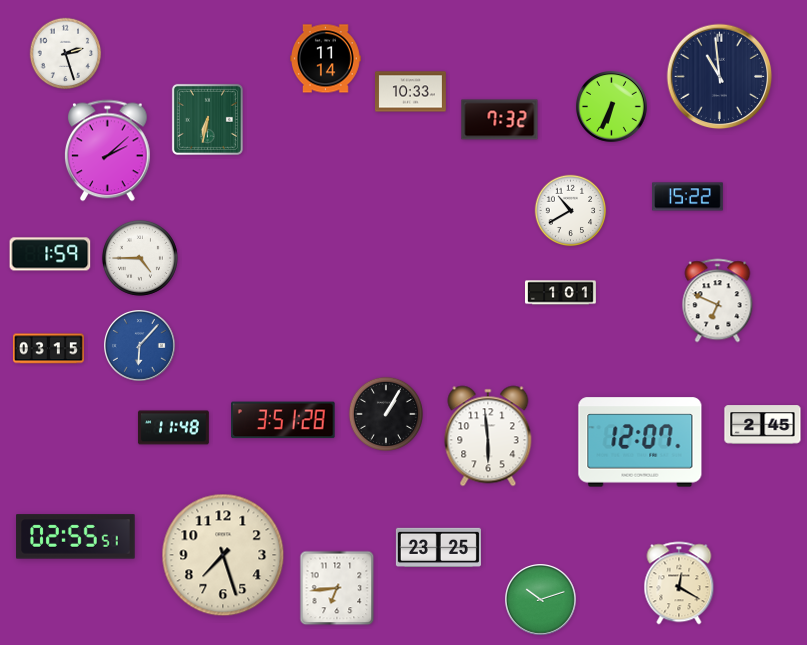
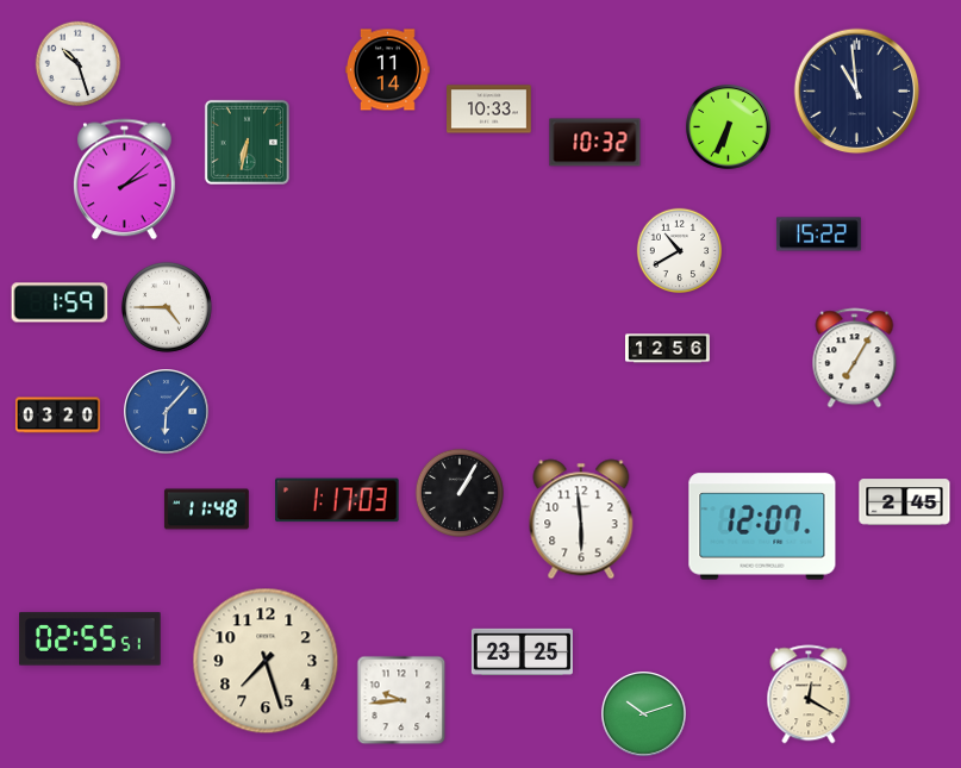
clock at (66, 54): 2:27 -> 10:27
clock at (500, 120): 7:32 -> 10:32
clock at (108, 151) position: (108, 151) -> (125, 180)
clock at (561, 293): 1:01 -> 12:56
clock at (718, 301): 6:49 -> 7:05
clock at (48, 349): 03:15 -> 03:20
clock at (283, 420): 3:51 -> 1:17
clock at (763, 425) position: (763, 425) -> (905, 502)
clock at (337, 588): 6:44 -> 9:44
